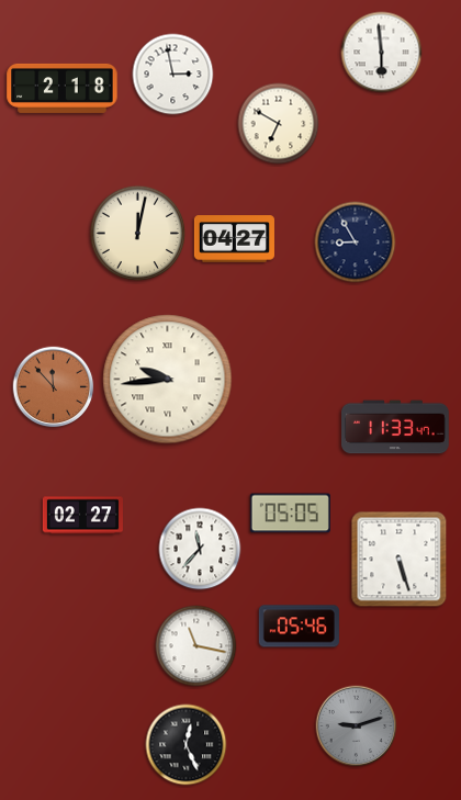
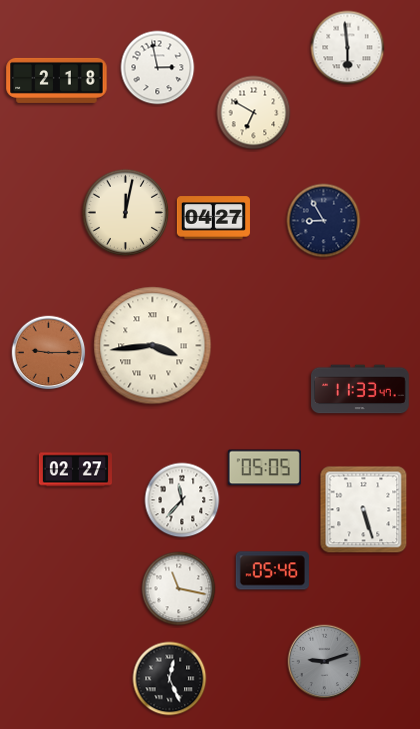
clock at (168, 380): 9:44 -> 3:44
clock at (54, 387): 11:53 -> 9:15
